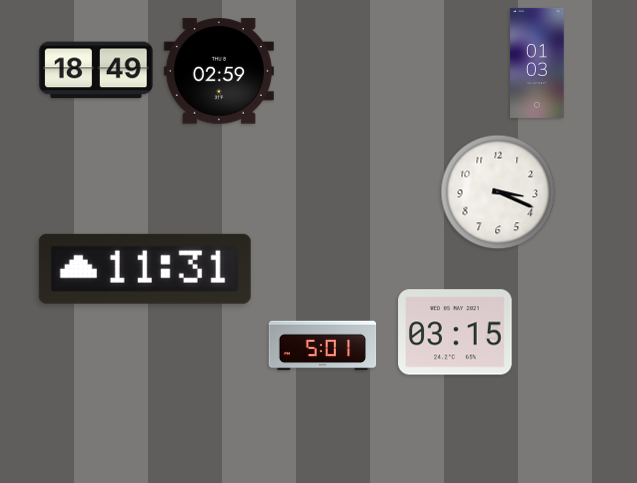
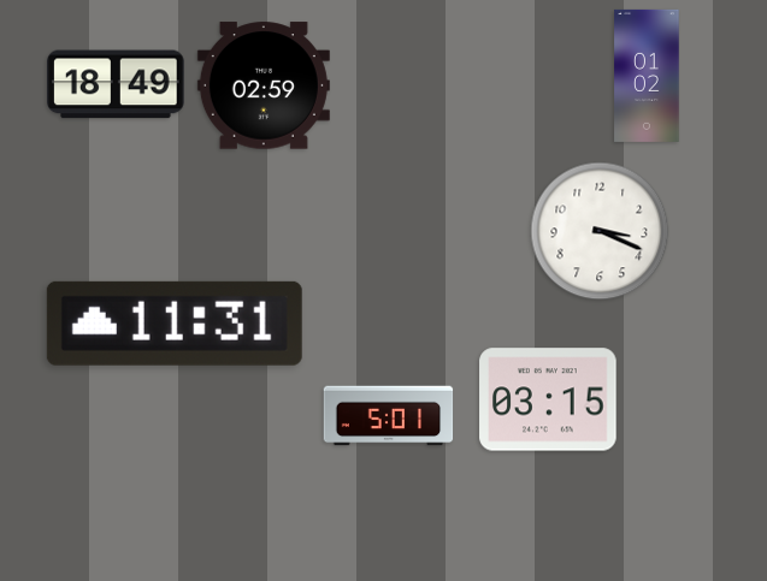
clock at (537, 63): 01:03 -> 01:02
